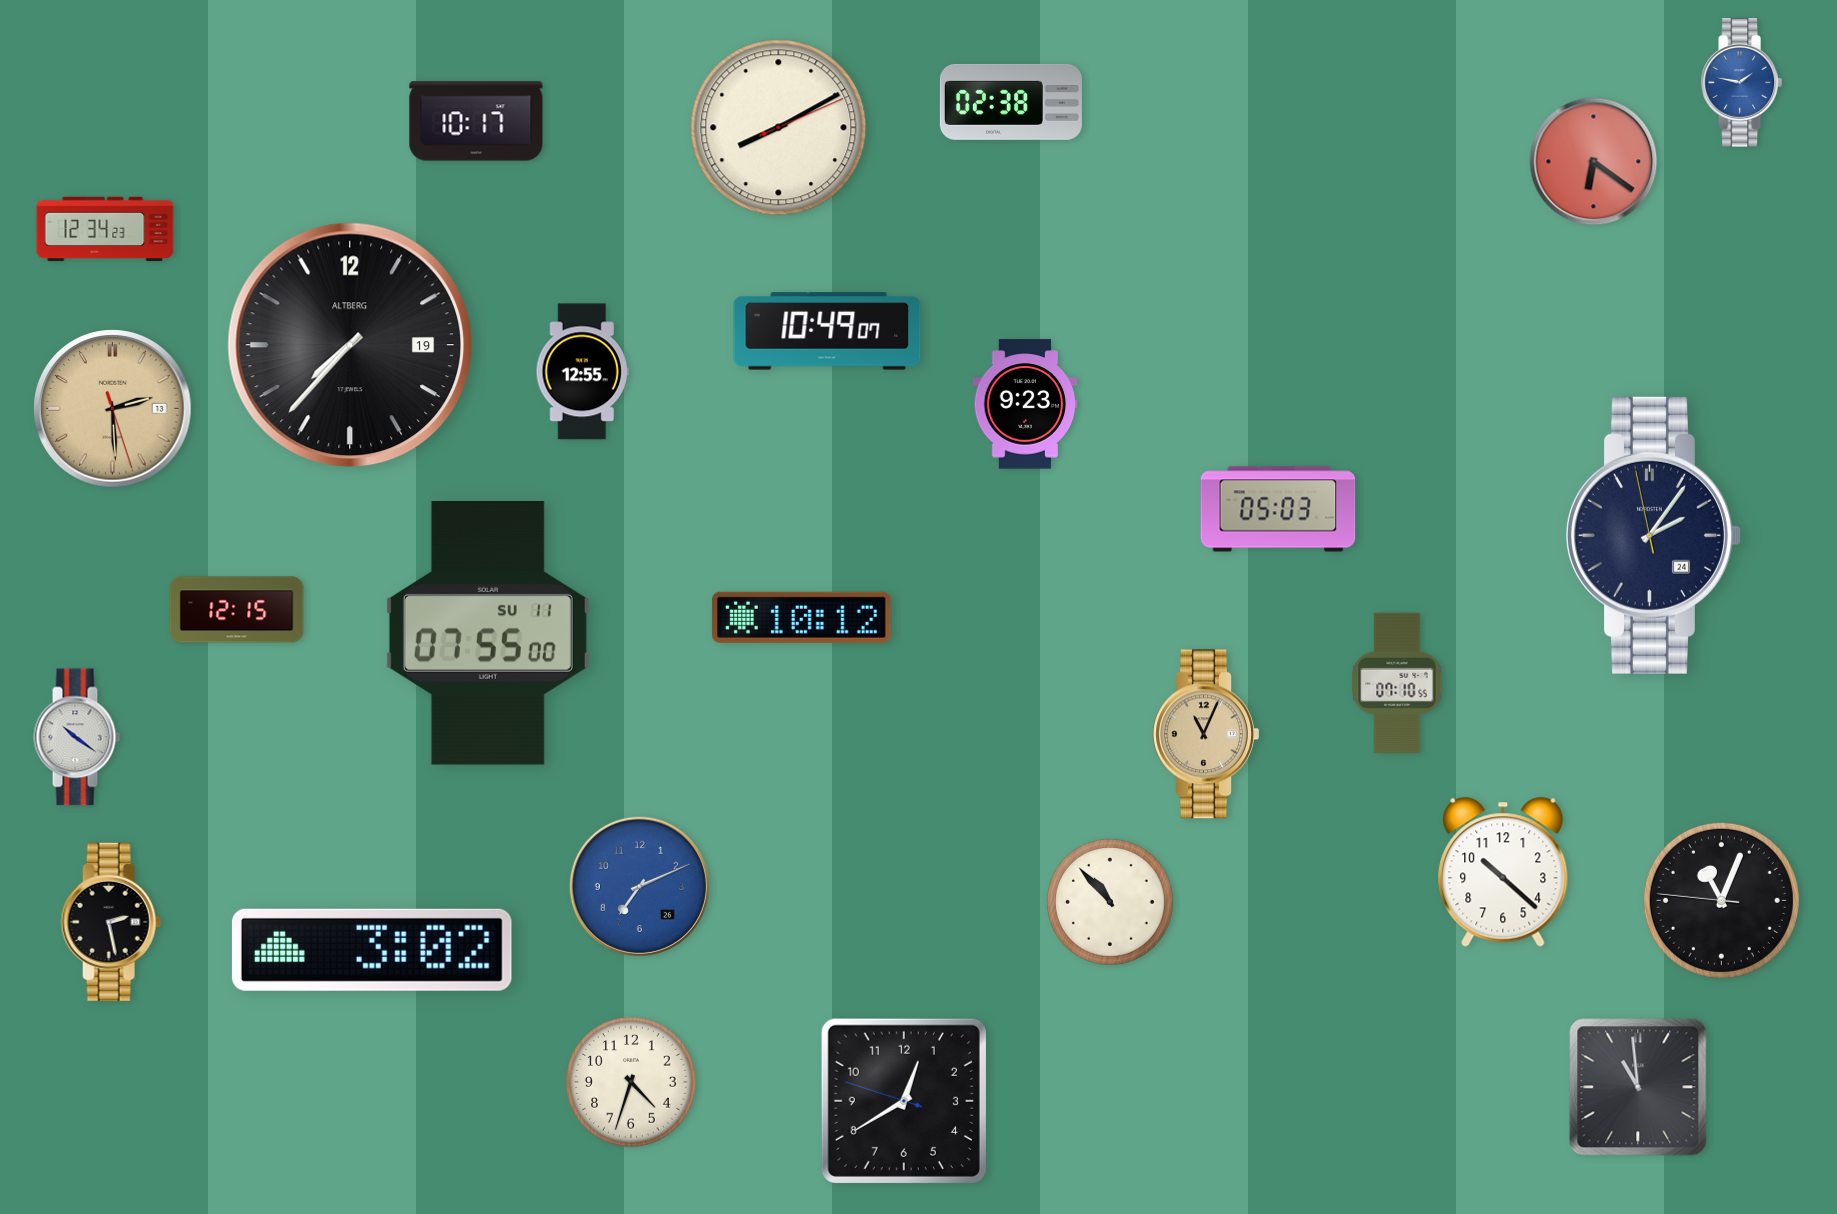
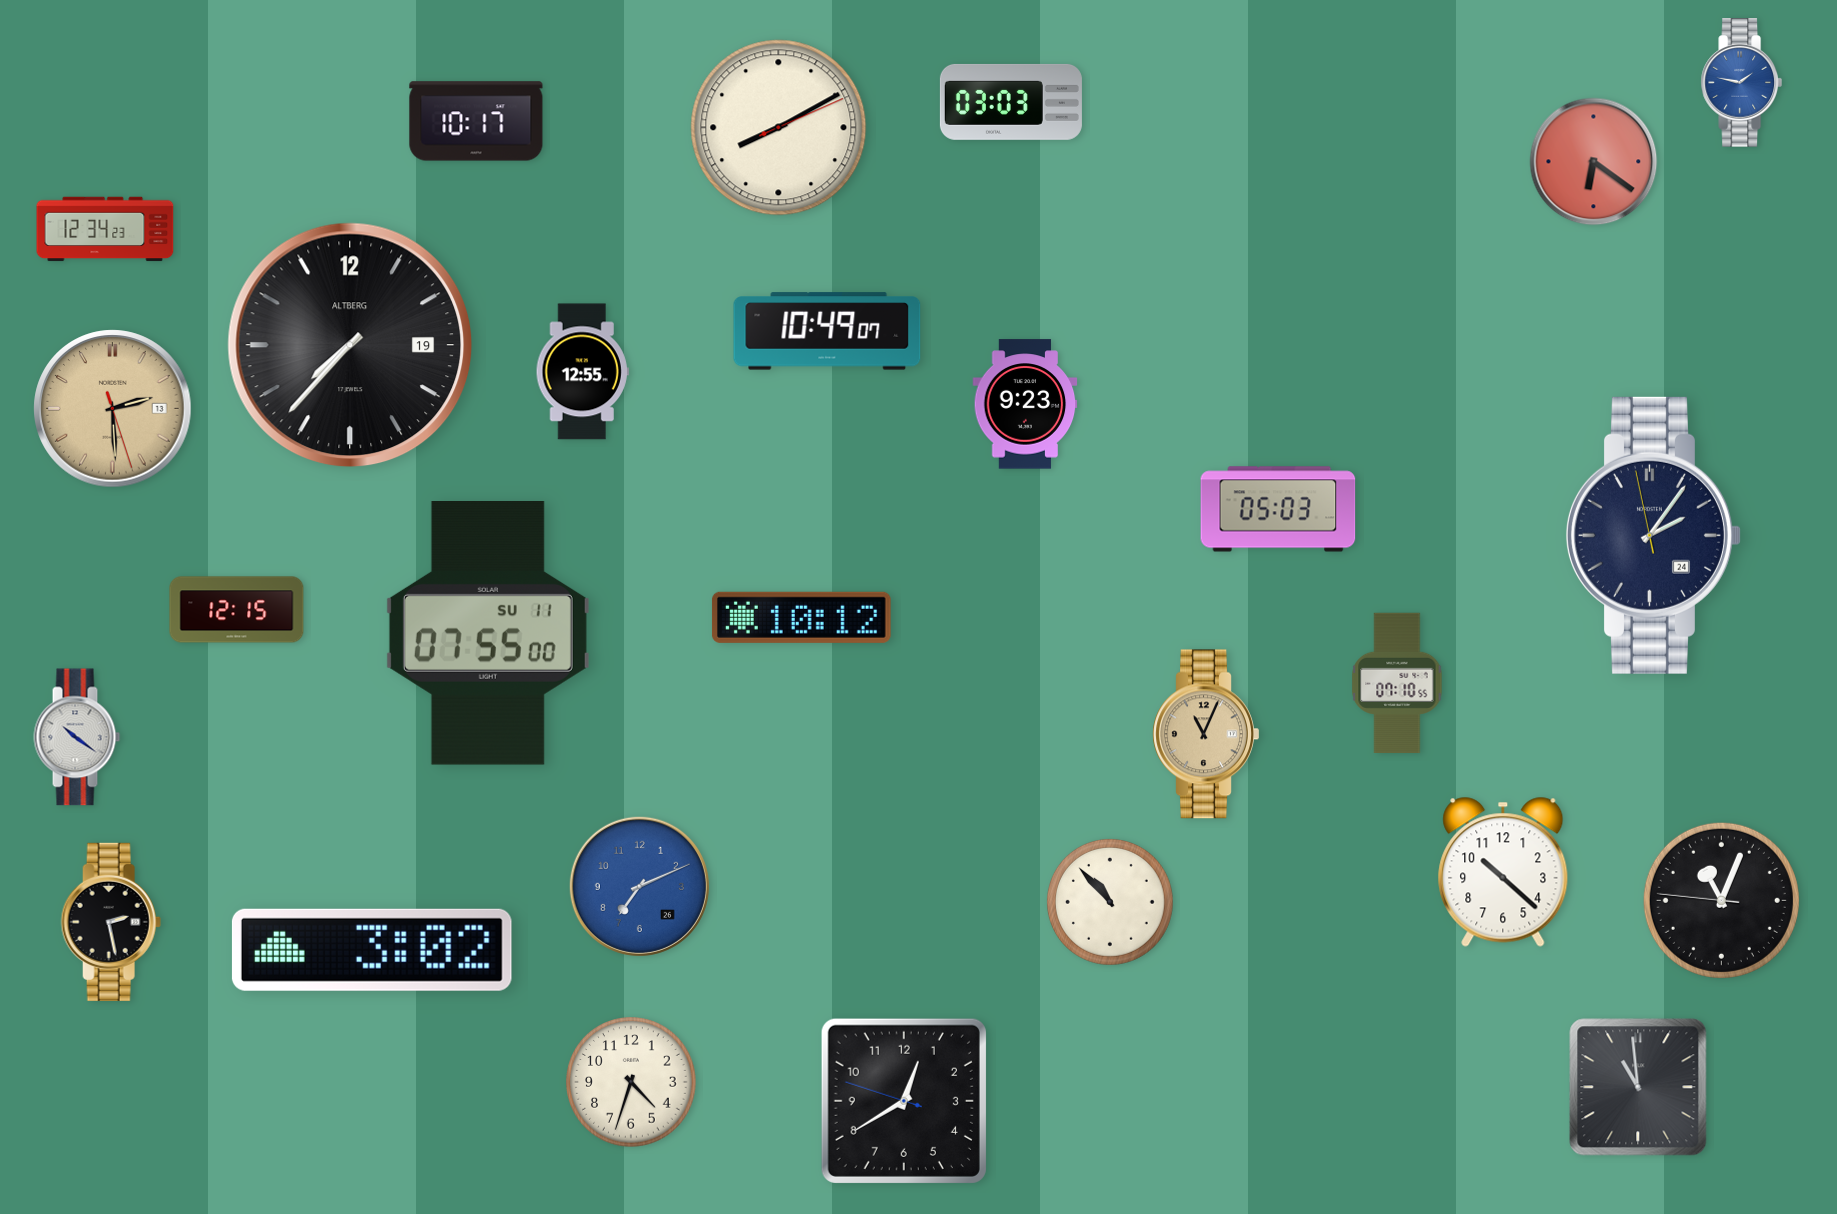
clock at (1011, 102): 02:38 -> 03:03
